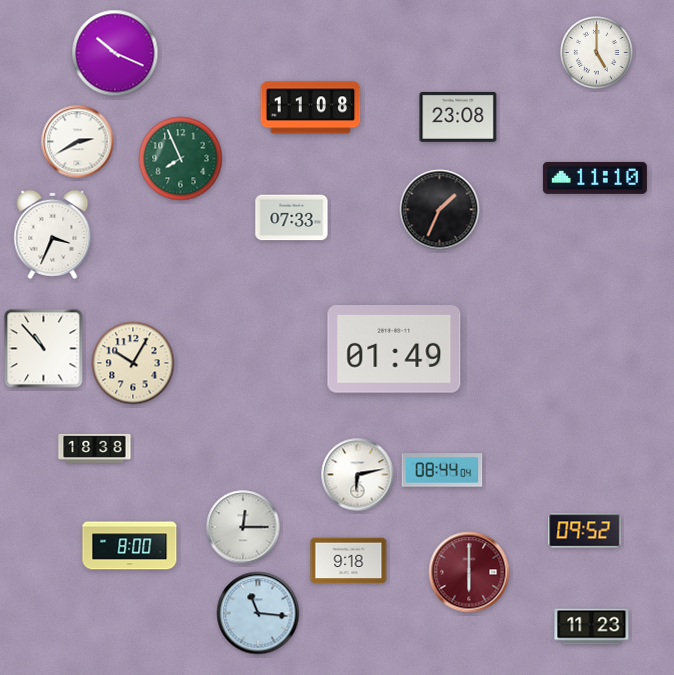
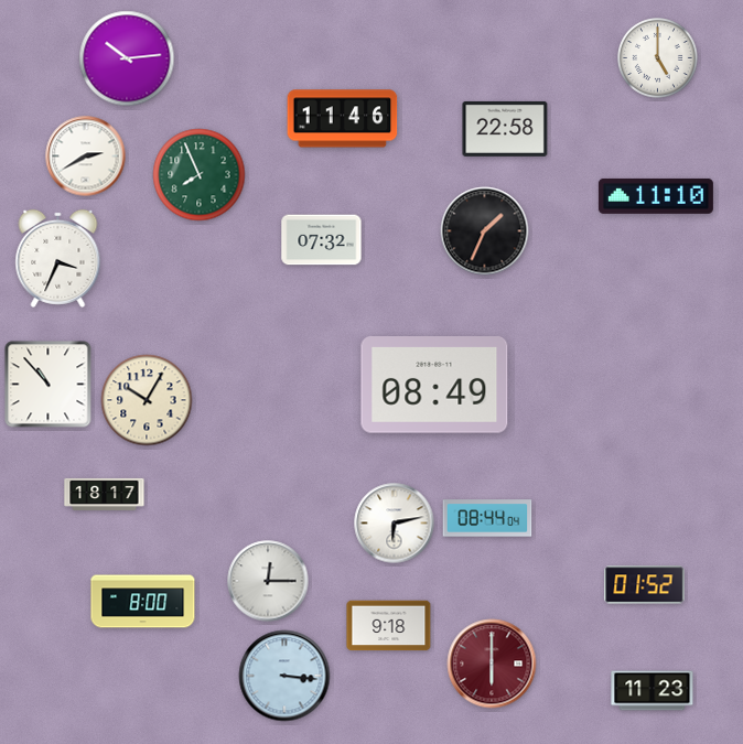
clock at (115, 53): 10:19 -> 10:14
clock at (311, 108): 11:08 -> 11:46
clock at (458, 117): 23:08 -> 22:58
clock at (292, 218): 07:33 -> 07:32
clock at (394, 350): 01:49 -> 08:49
clock at (95, 448): 18:38 -> 18:17
clock at (585, 531): 09:52 -> 01:52
clock at (349, 561) position: (349, 561) -> (389, 626)
clock at (469, 572) position: (469, 572) -> (492, 664)
clock at (258, 613): 11:16 -> 3:16
